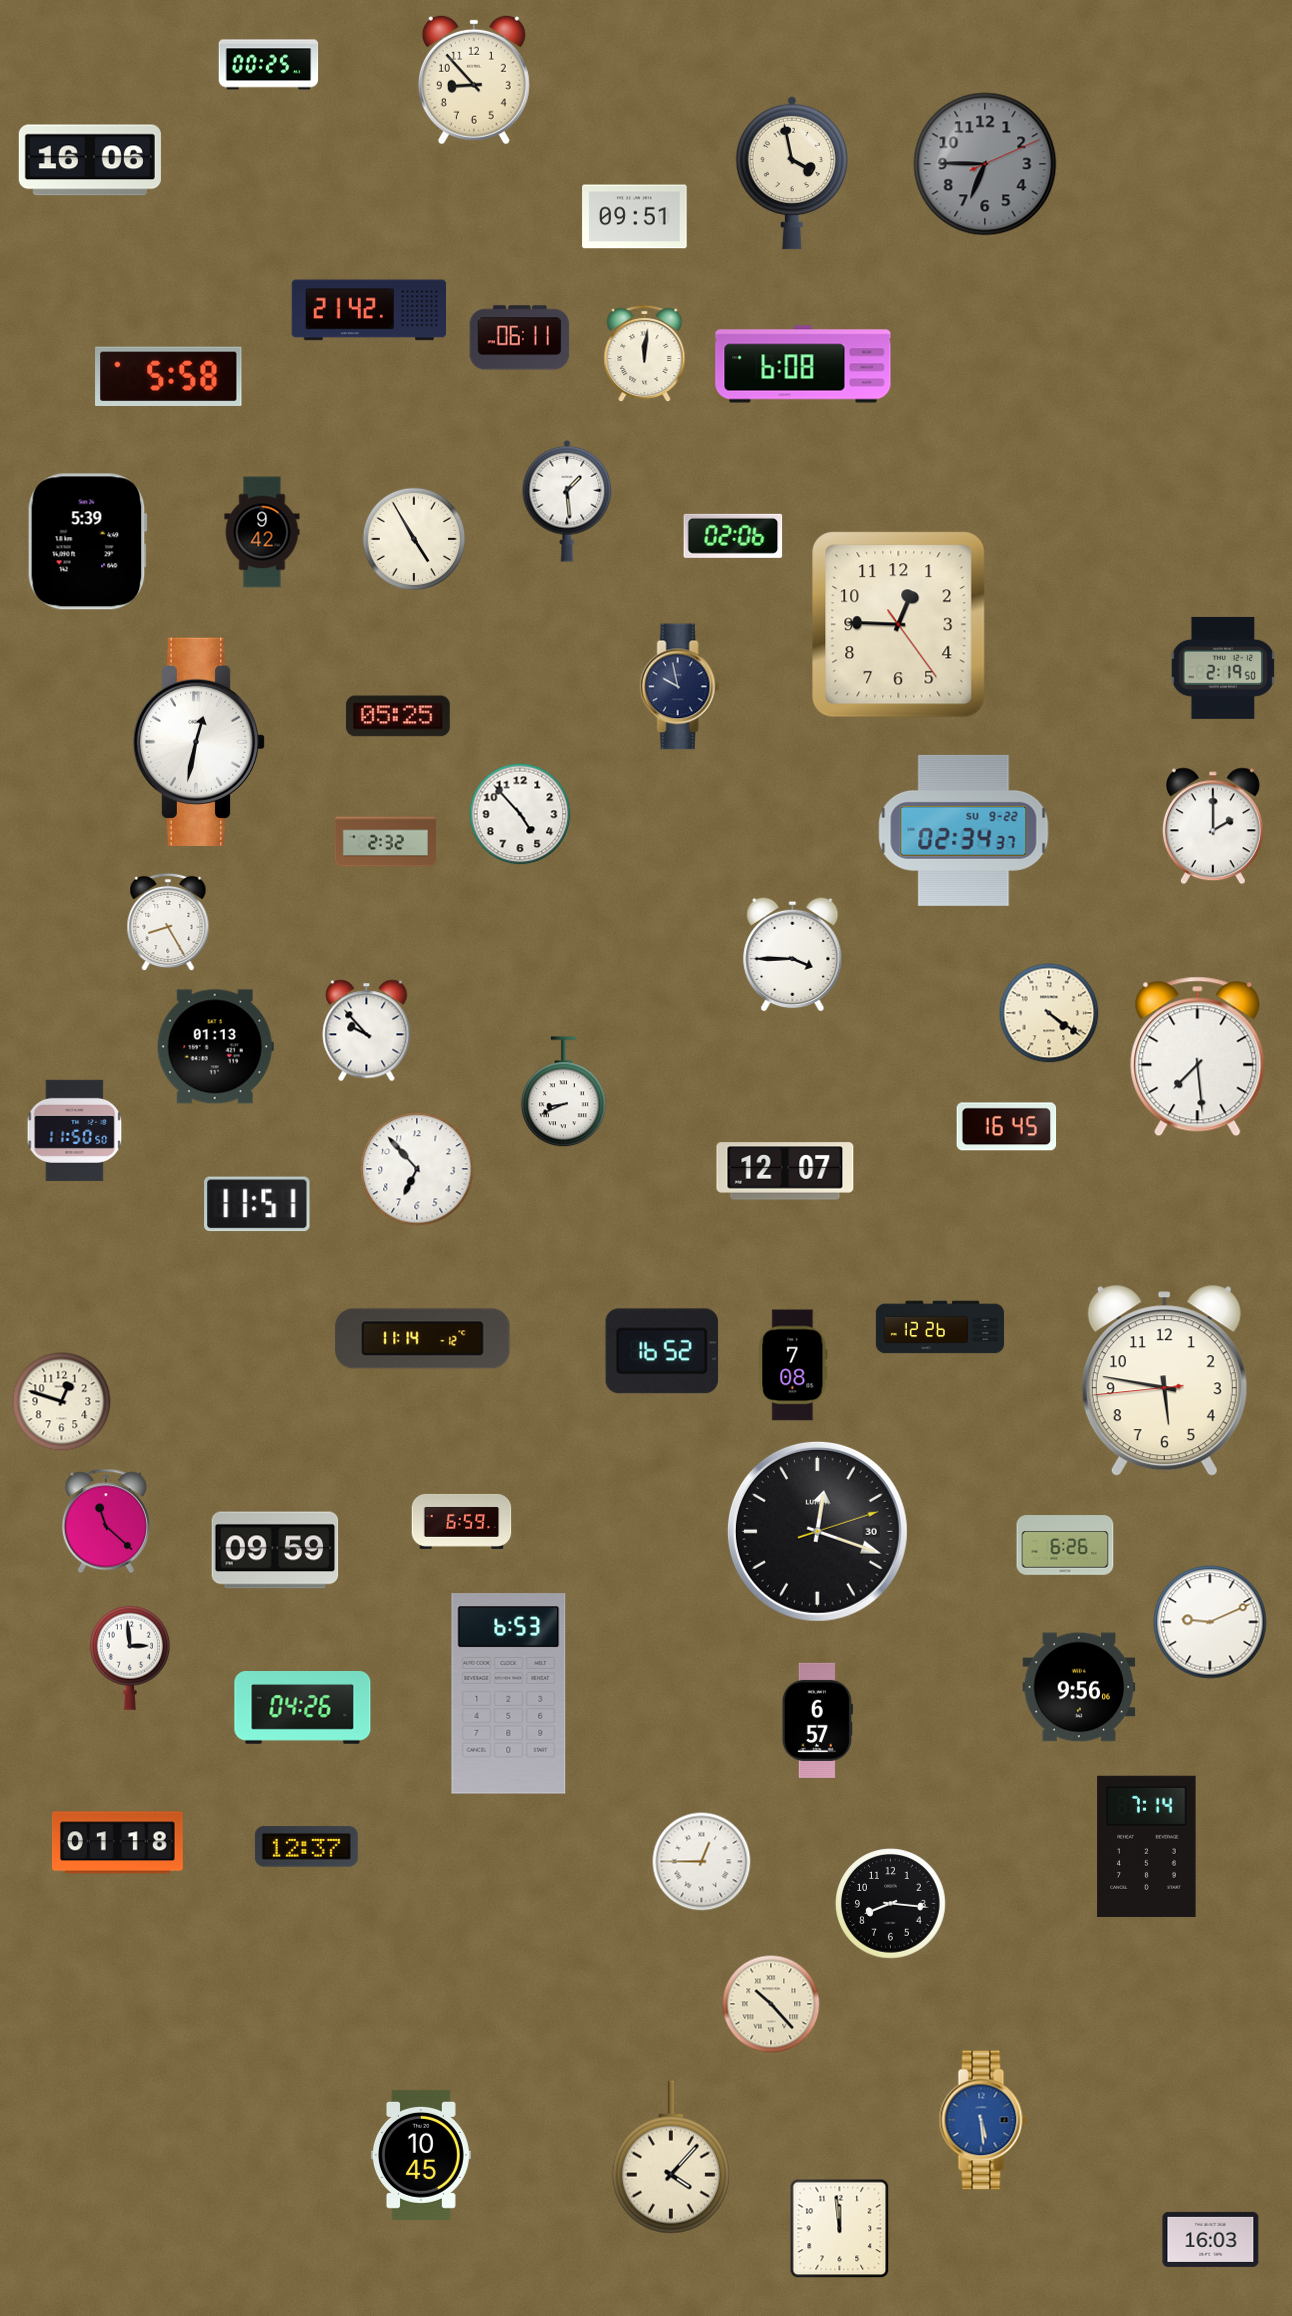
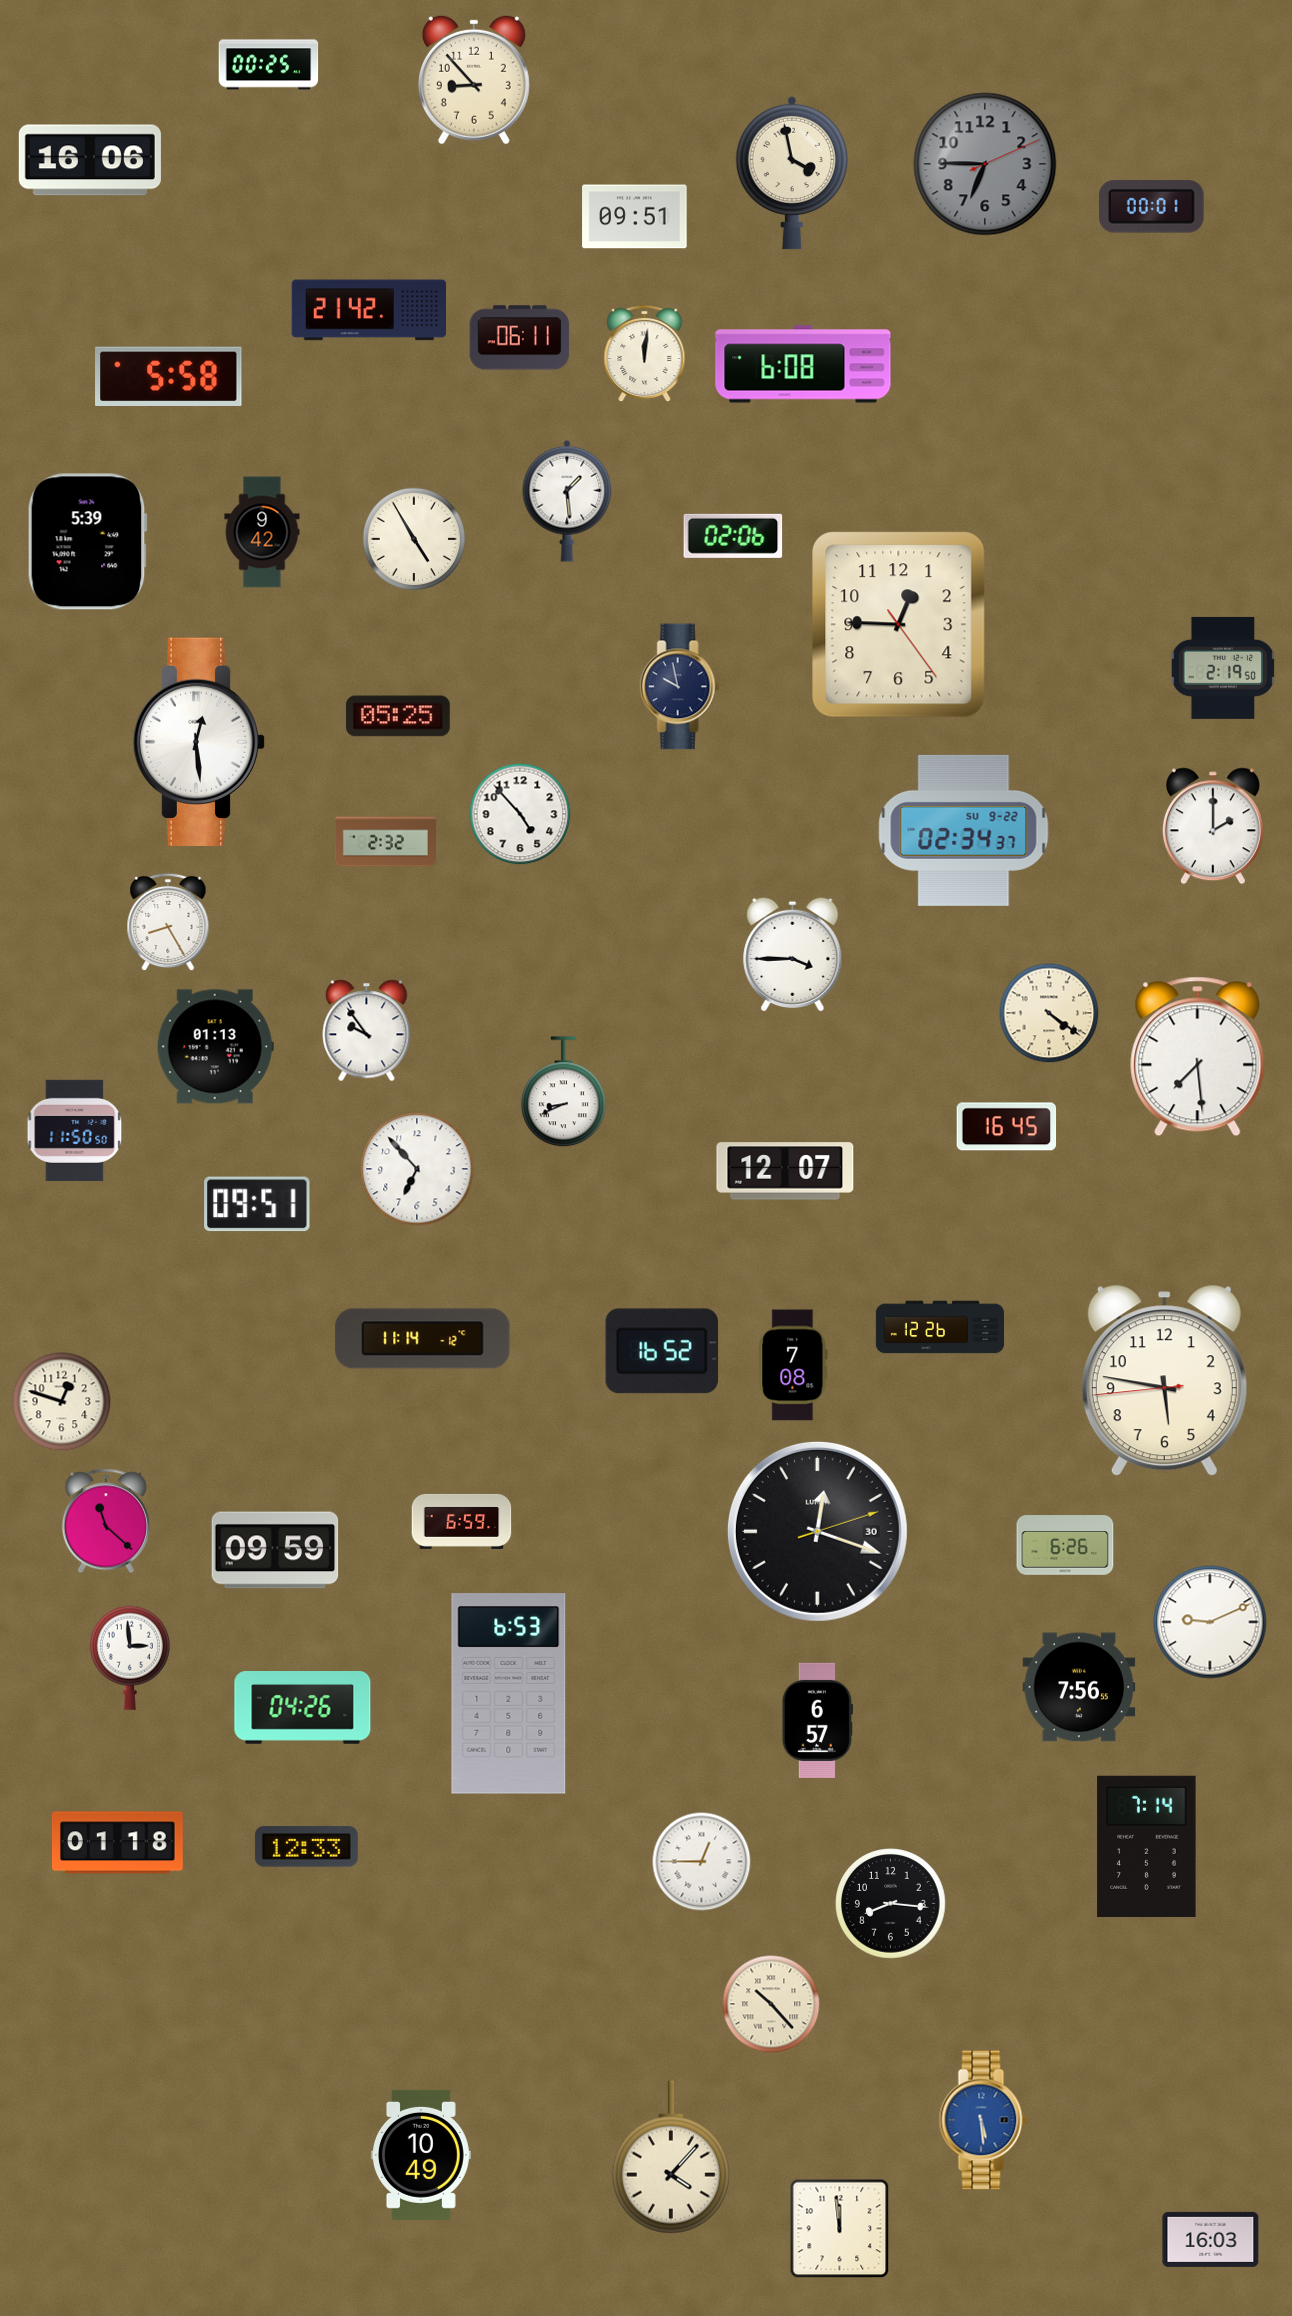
clock at (1152, 207): none -> 00:01
clock at (199, 742): 12:32 -> 12:29
clock at (367, 1031): 9:53 -> 9:54
clock at (257, 1204): 11:51 -> 09:51
clock at (1079, 1687): 9:56 -> 7:56
clock at (306, 1847): 12:37 -> 12:33
clock at (421, 2155): 10:45 -> 10:49
